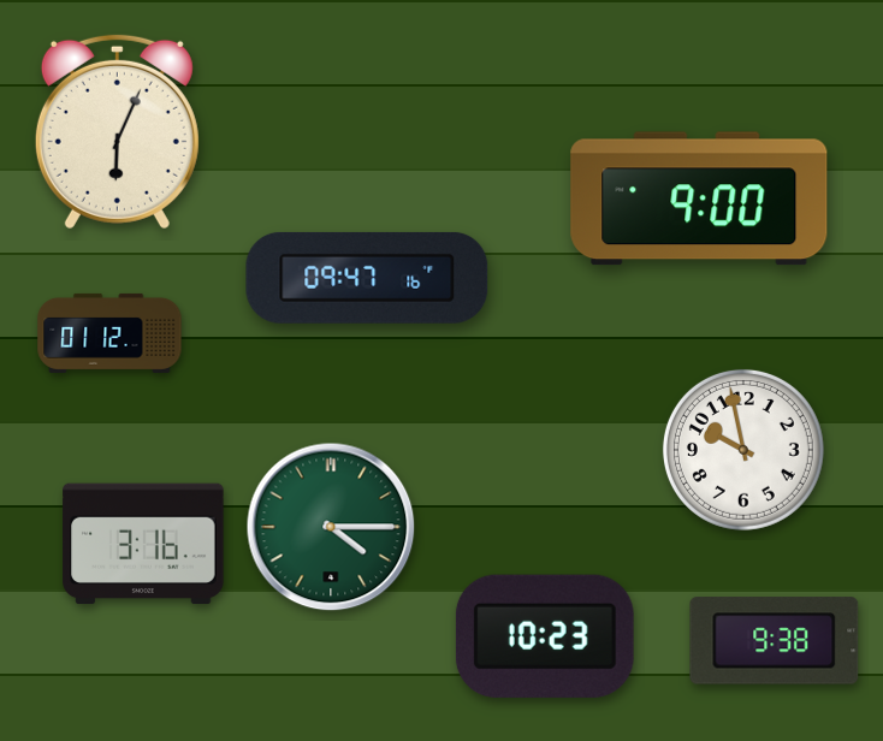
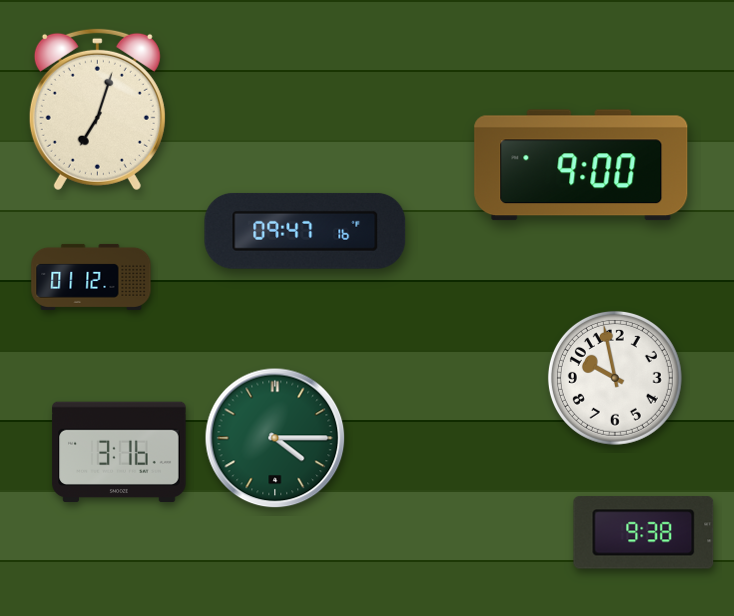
clock at (117, 131): 6:04 -> 7:03
clock at (743, 450) position: (743, 450) -> (615, 378)
clock at (545, 636): 10:23 -> none
